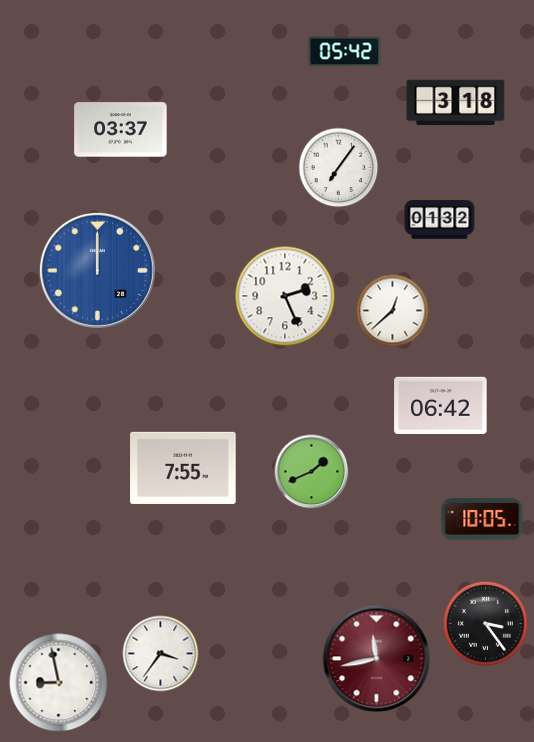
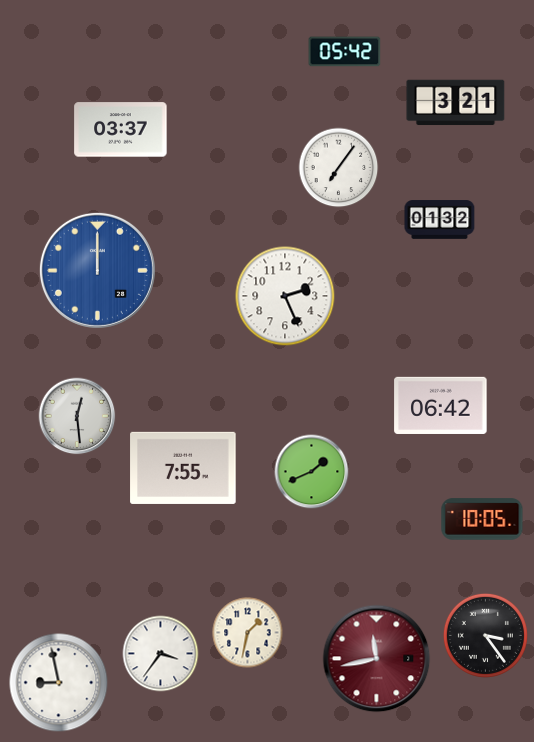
clock at (456, 103): 3:18 -> 3:21
clock at (393, 311): 12:38 -> none
clock at (77, 416): none -> 12:29
clock at (485, 623) position: (485, 623) -> (485, 635)
clock at (248, 633): none -> 1:32
